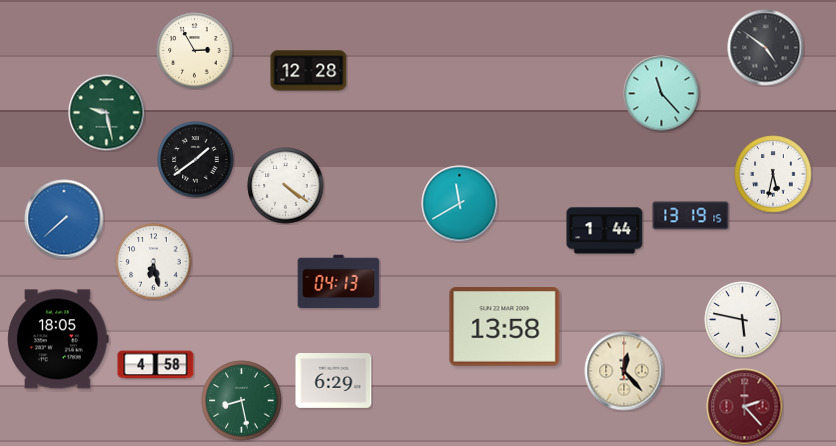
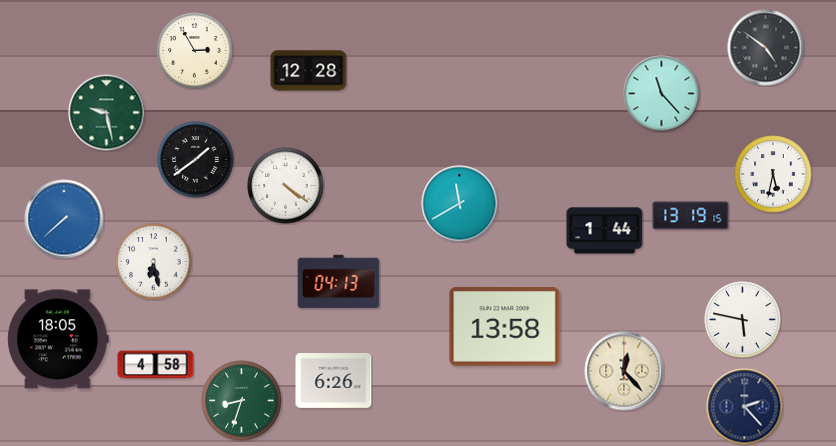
clock at (334, 381): 6:29 -> 6:26
clock at (242, 401): 8:28 -> 8:33
clock at (745, 407) dial: burgundy -> navy
